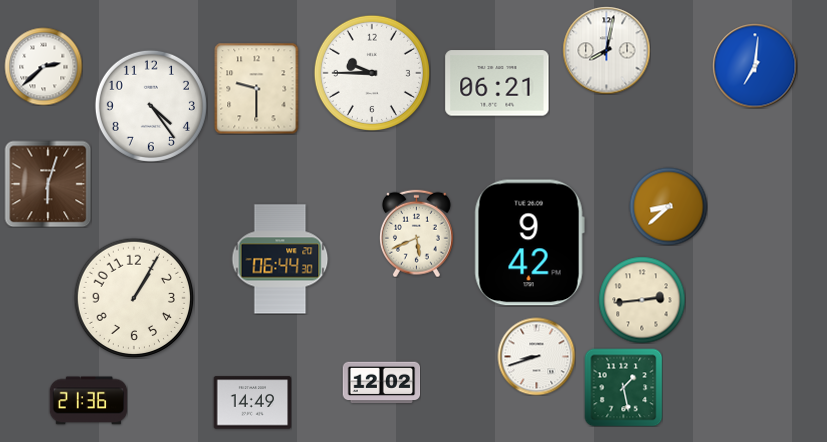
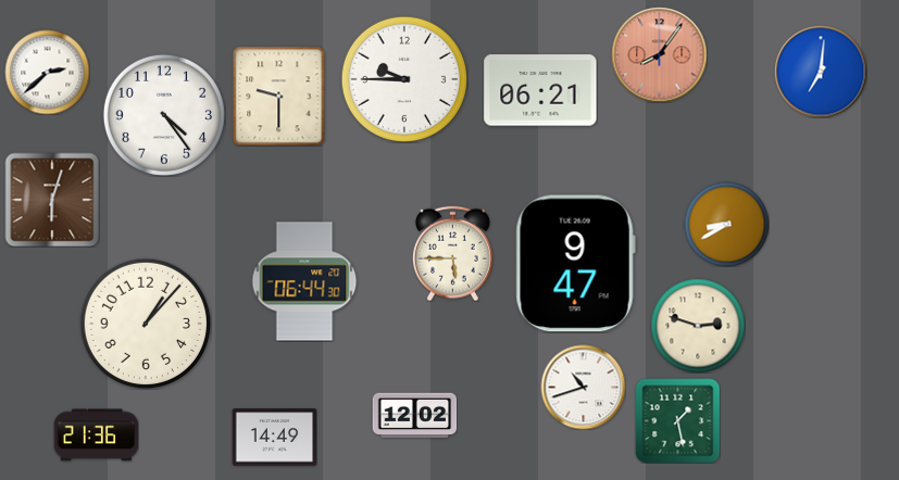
clock at (606, 50): 8:02 -> 8:06
clock at (606, 50) dial: white -> salmon
clock at (668, 206): 8:38 -> 8:40
clock at (416, 233): 5:41 -> 5:45
clock at (529, 243): 9:42 -> 9:47
clock at (134, 298): 1:05 -> 1:07
clock at (642, 300): 2:44 -> 2:48
clock at (536, 356): 8:42 -> 10:42
